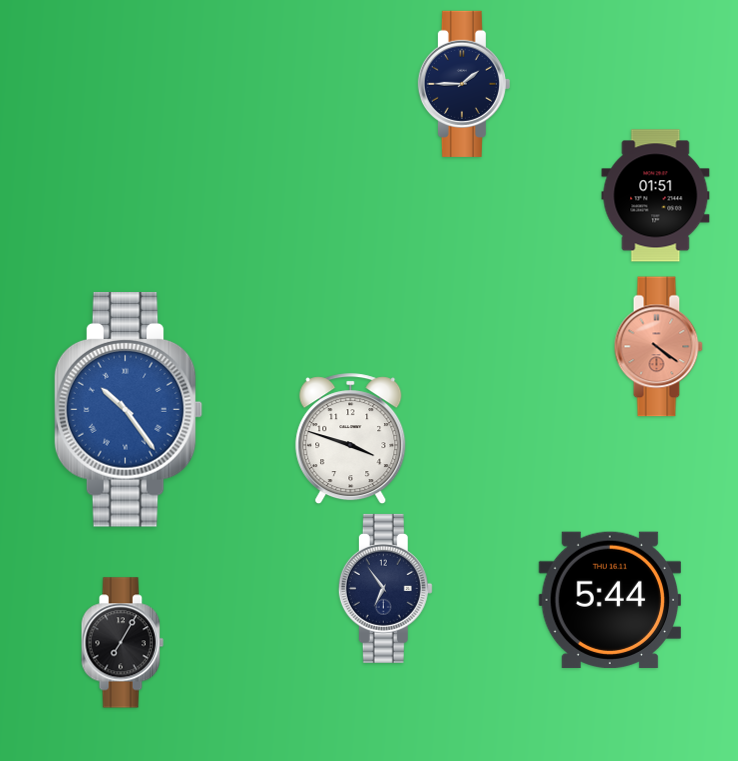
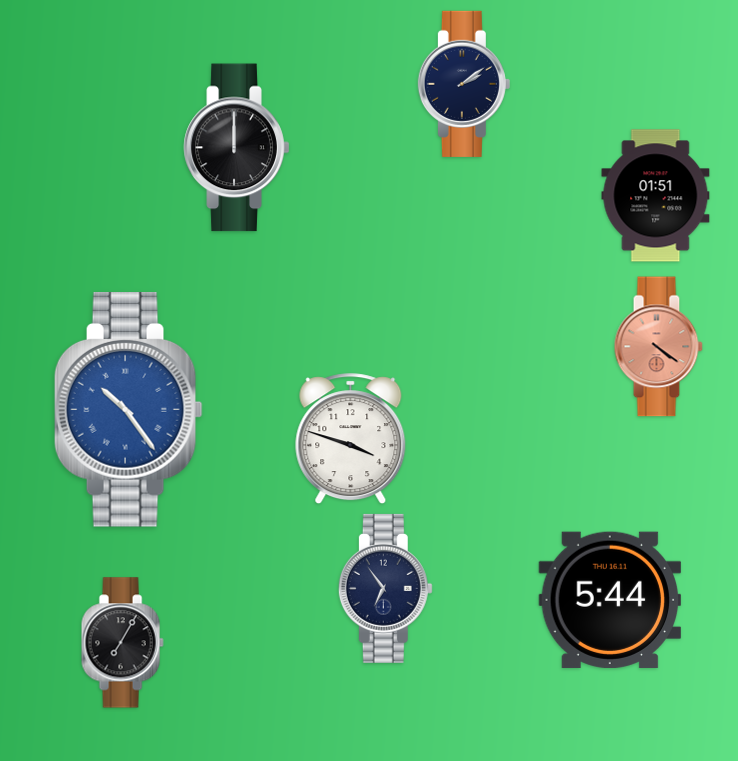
clock at (464, 84): 1:45 -> 2:09
clock at (237, 148): none -> 12:00
